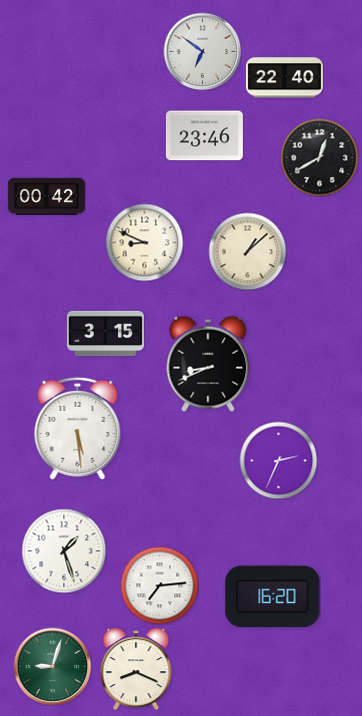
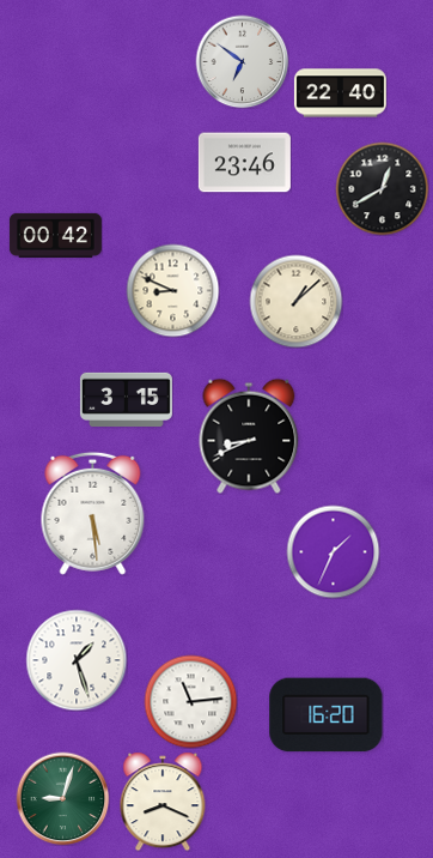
clock at (278, 460): 2:34 -> 1:34
clock at (159, 585): 7:14 -> 11:14
